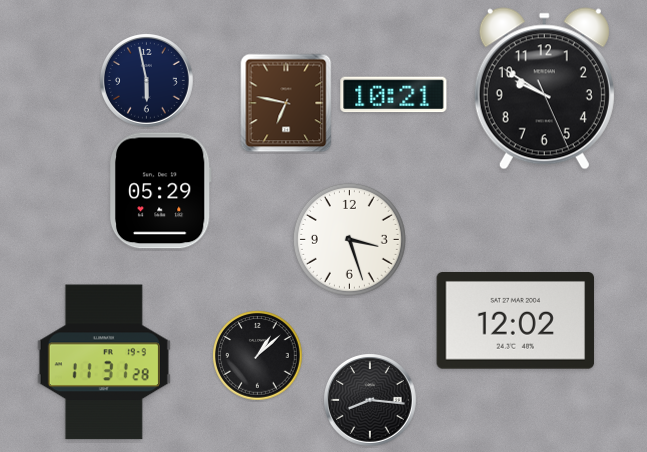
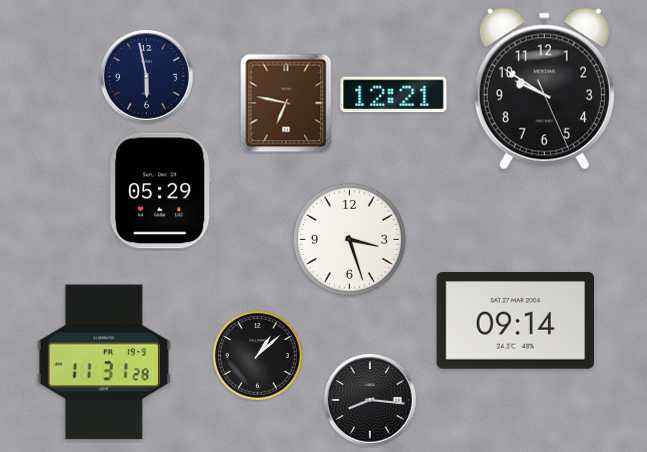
clock at (147, 81) position: (147, 81) -> (147, 77)
clock at (394, 95): 10:21 -> 12:21
clock at (516, 321): 12:02 -> 09:14
